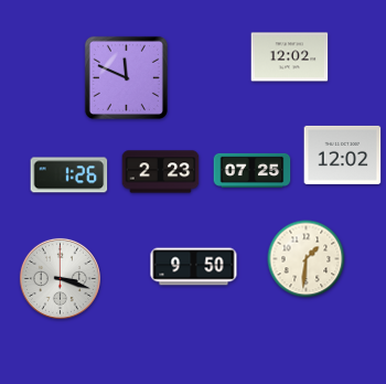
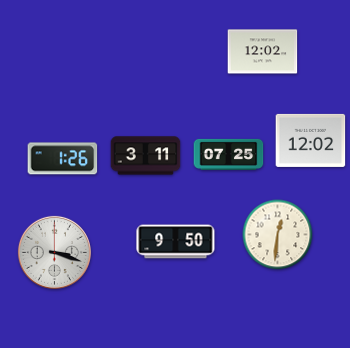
clock at (126, 77): 11:49 -> none
clock at (161, 172): 2:23 -> 3:11
clock at (307, 259): 1:31 -> 12:31
